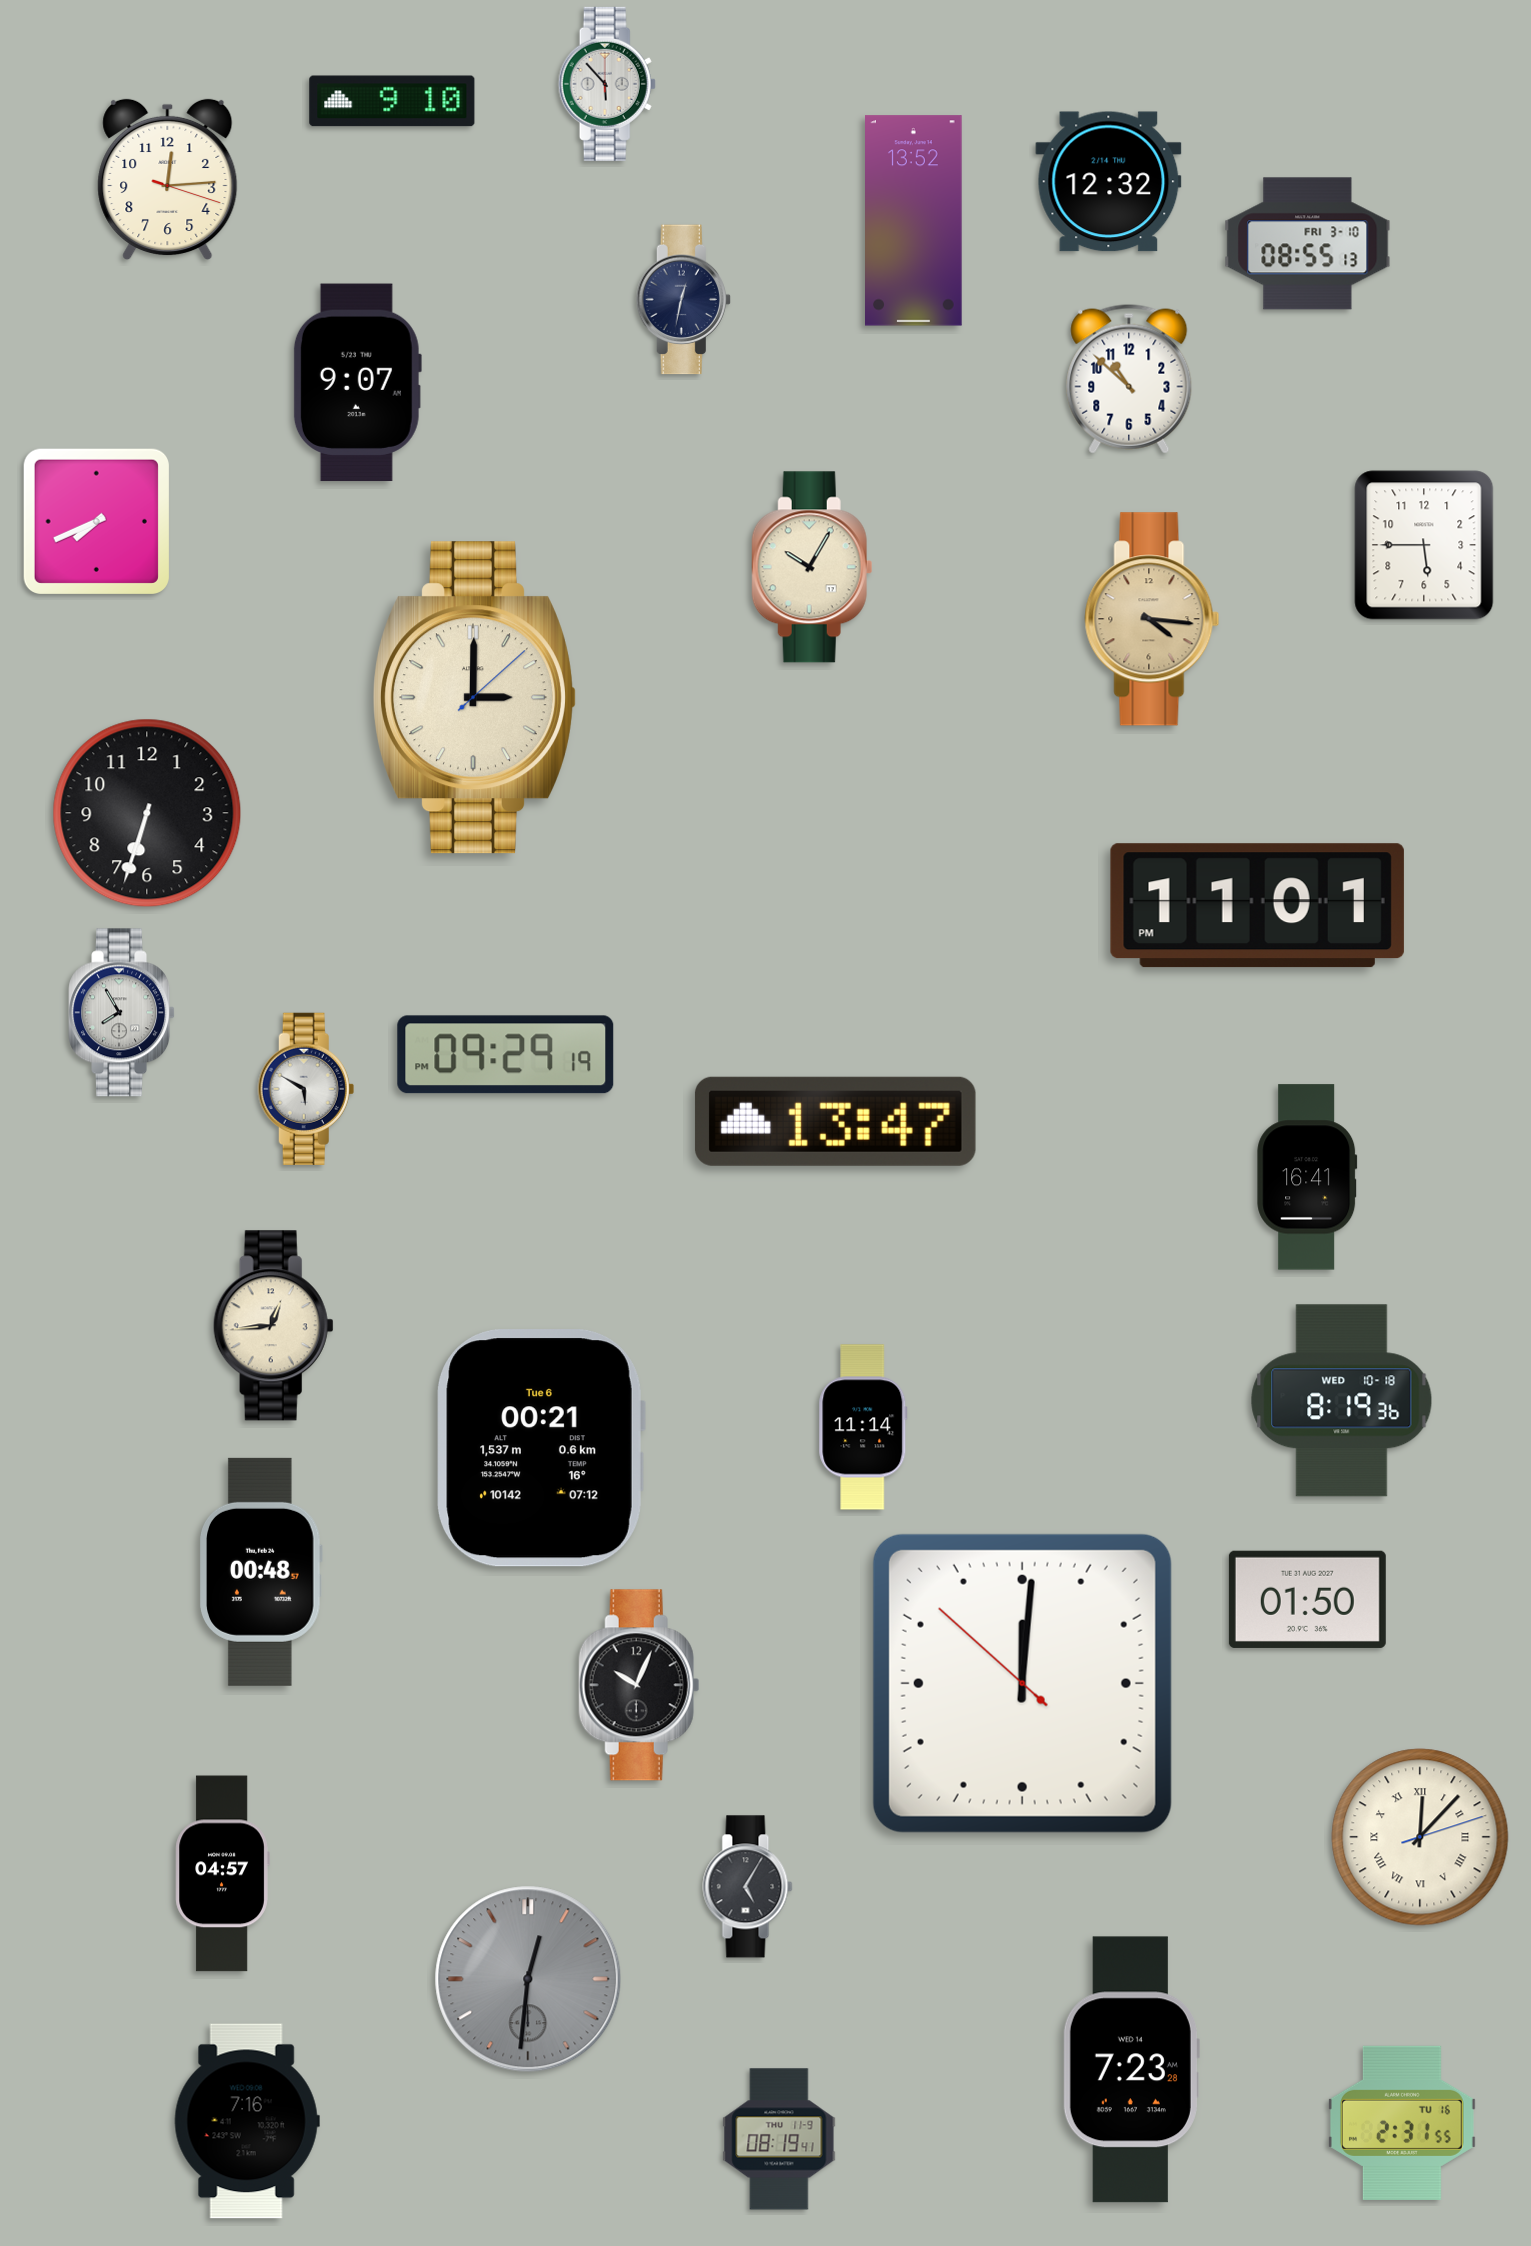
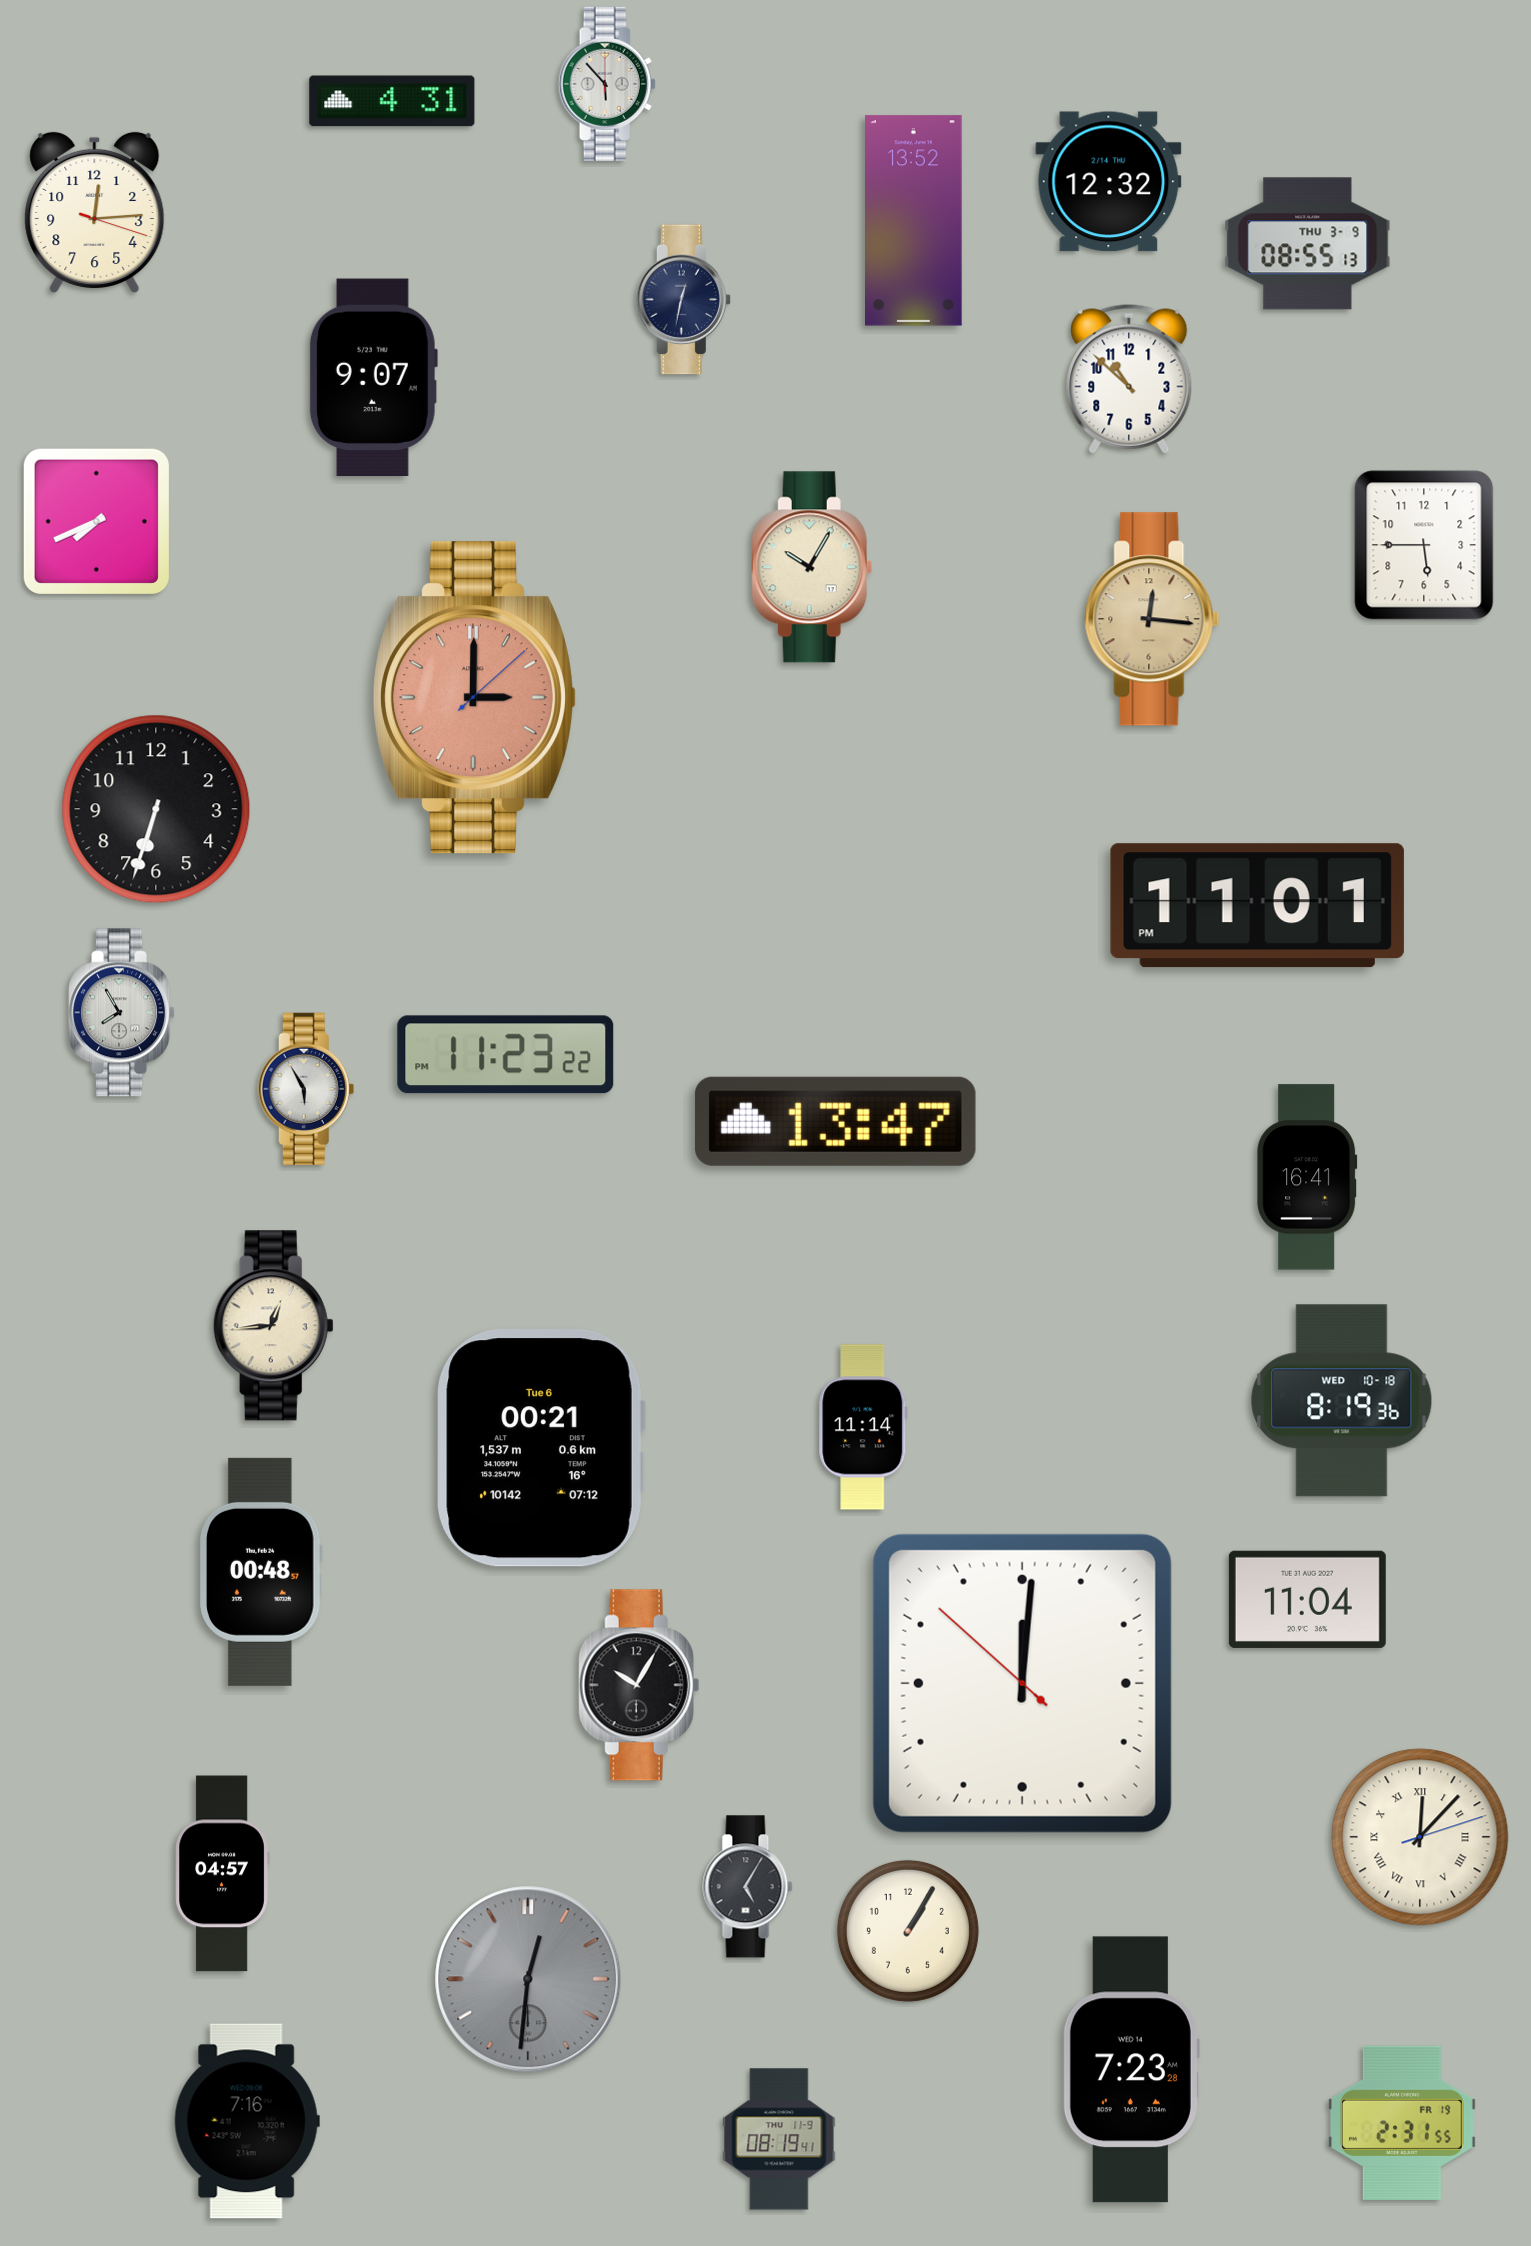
clock at (392, 101): 9:10 -> 4:31
clock at (168, 180) position: (168, 180) -> (95, 213)
clock at (1308, 244) date: FRI 3-10 -> THU 3-9
clock at (357, 383) position: (357, 383) -> (373, 378)
clock at (1152, 619): 4:16 -> 12:16
clock at (475, 698) dial: cream -> salmon
clock at (147, 813) position: (147, 813) -> (156, 809)
clock at (506, 1055): 09:29 -> 11:23
clock at (306, 1089): 5:50 -> 5:55
clock at (1307, 1599): 01:50 -> 11:04
clock at (639, 1685): 10:04 -> 10:05
clock at (908, 1931): none -> 1:05
clock at (1402, 2123) date: TU 16 -> FR 19
